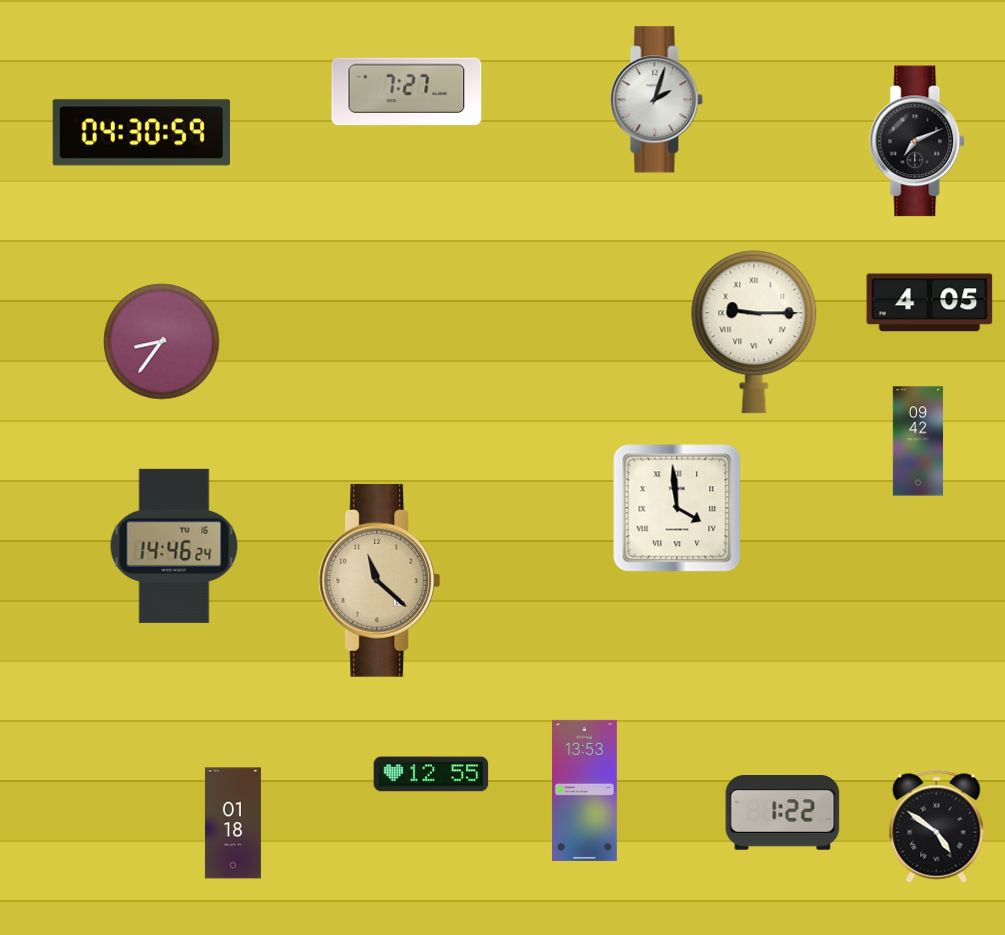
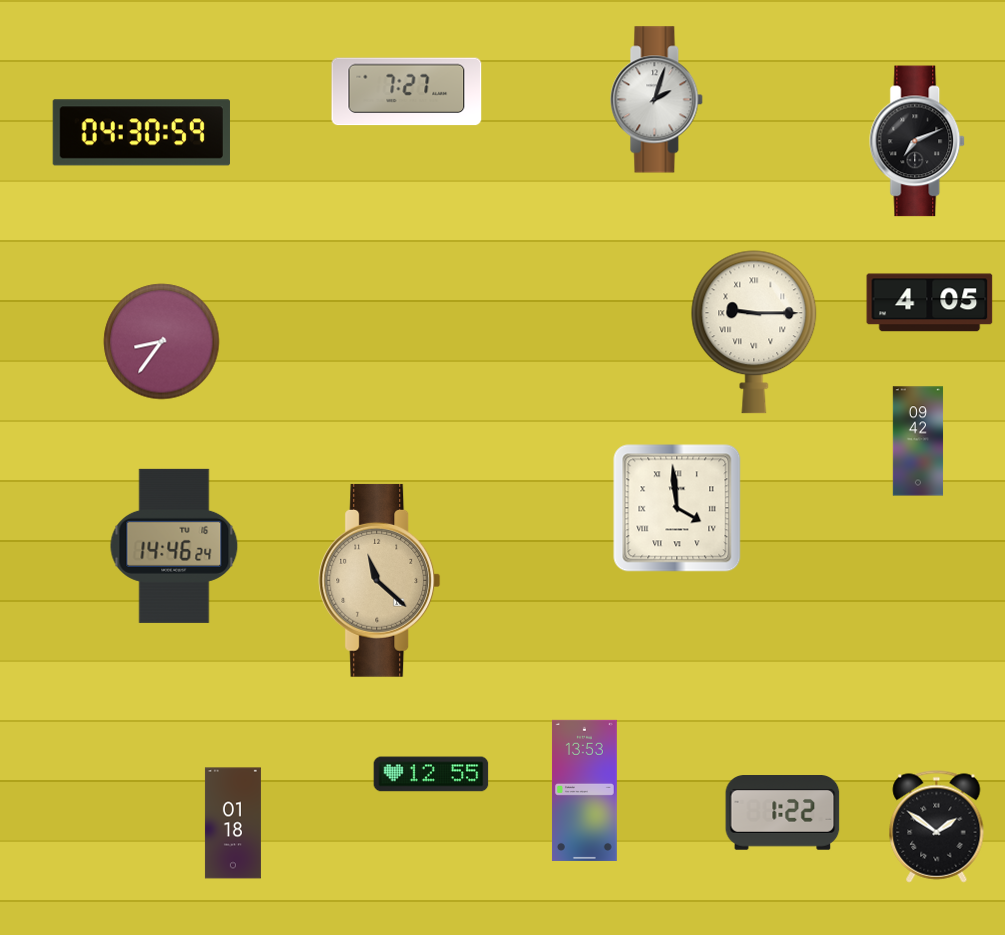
clock at (937, 827): 4:51 -> 1:51
